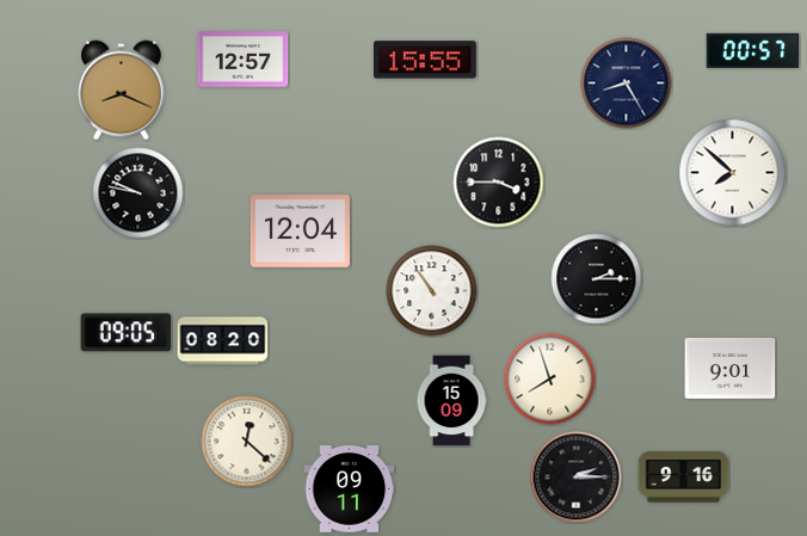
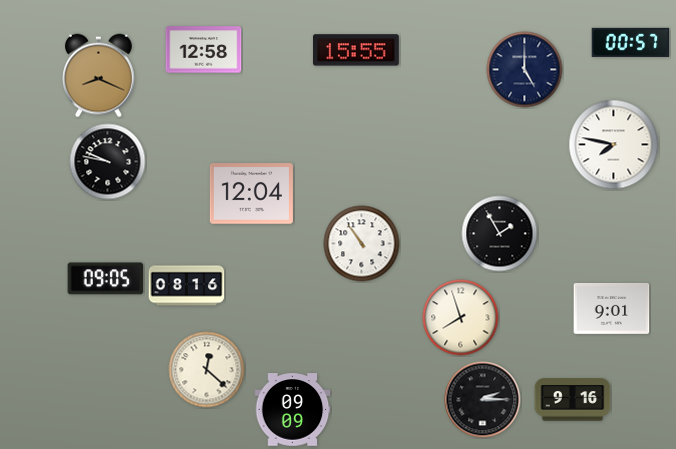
clock at (244, 60): 12:57 -> 12:58
clock at (627, 84): 8:25 -> 5:00
clock at (122, 91) position: (122, 91) -> (99, 76)
clock at (733, 173): 7:52 -> 7:47
clock at (499, 183): 3:45 -> none
clock at (138, 193) position: (138, 193) -> (108, 162)
clock at (597, 279): 2:15 -> 1:55
clock at (223, 341): 08:20 -> 08:16
clock at (451, 401): 15:09 -> none
clock at (350, 489): 09:11 -> 09:09
